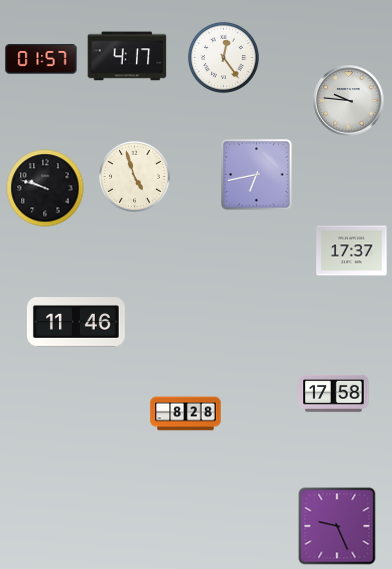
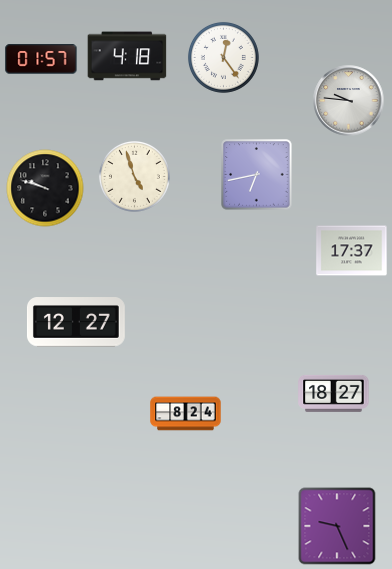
clock at (127, 56): 4:17 -> 4:18
clock at (76, 322): 11:46 -> 12:27
clock at (334, 393): 17:58 -> 18:27
clock at (186, 414): 8:28 -> 8:24
